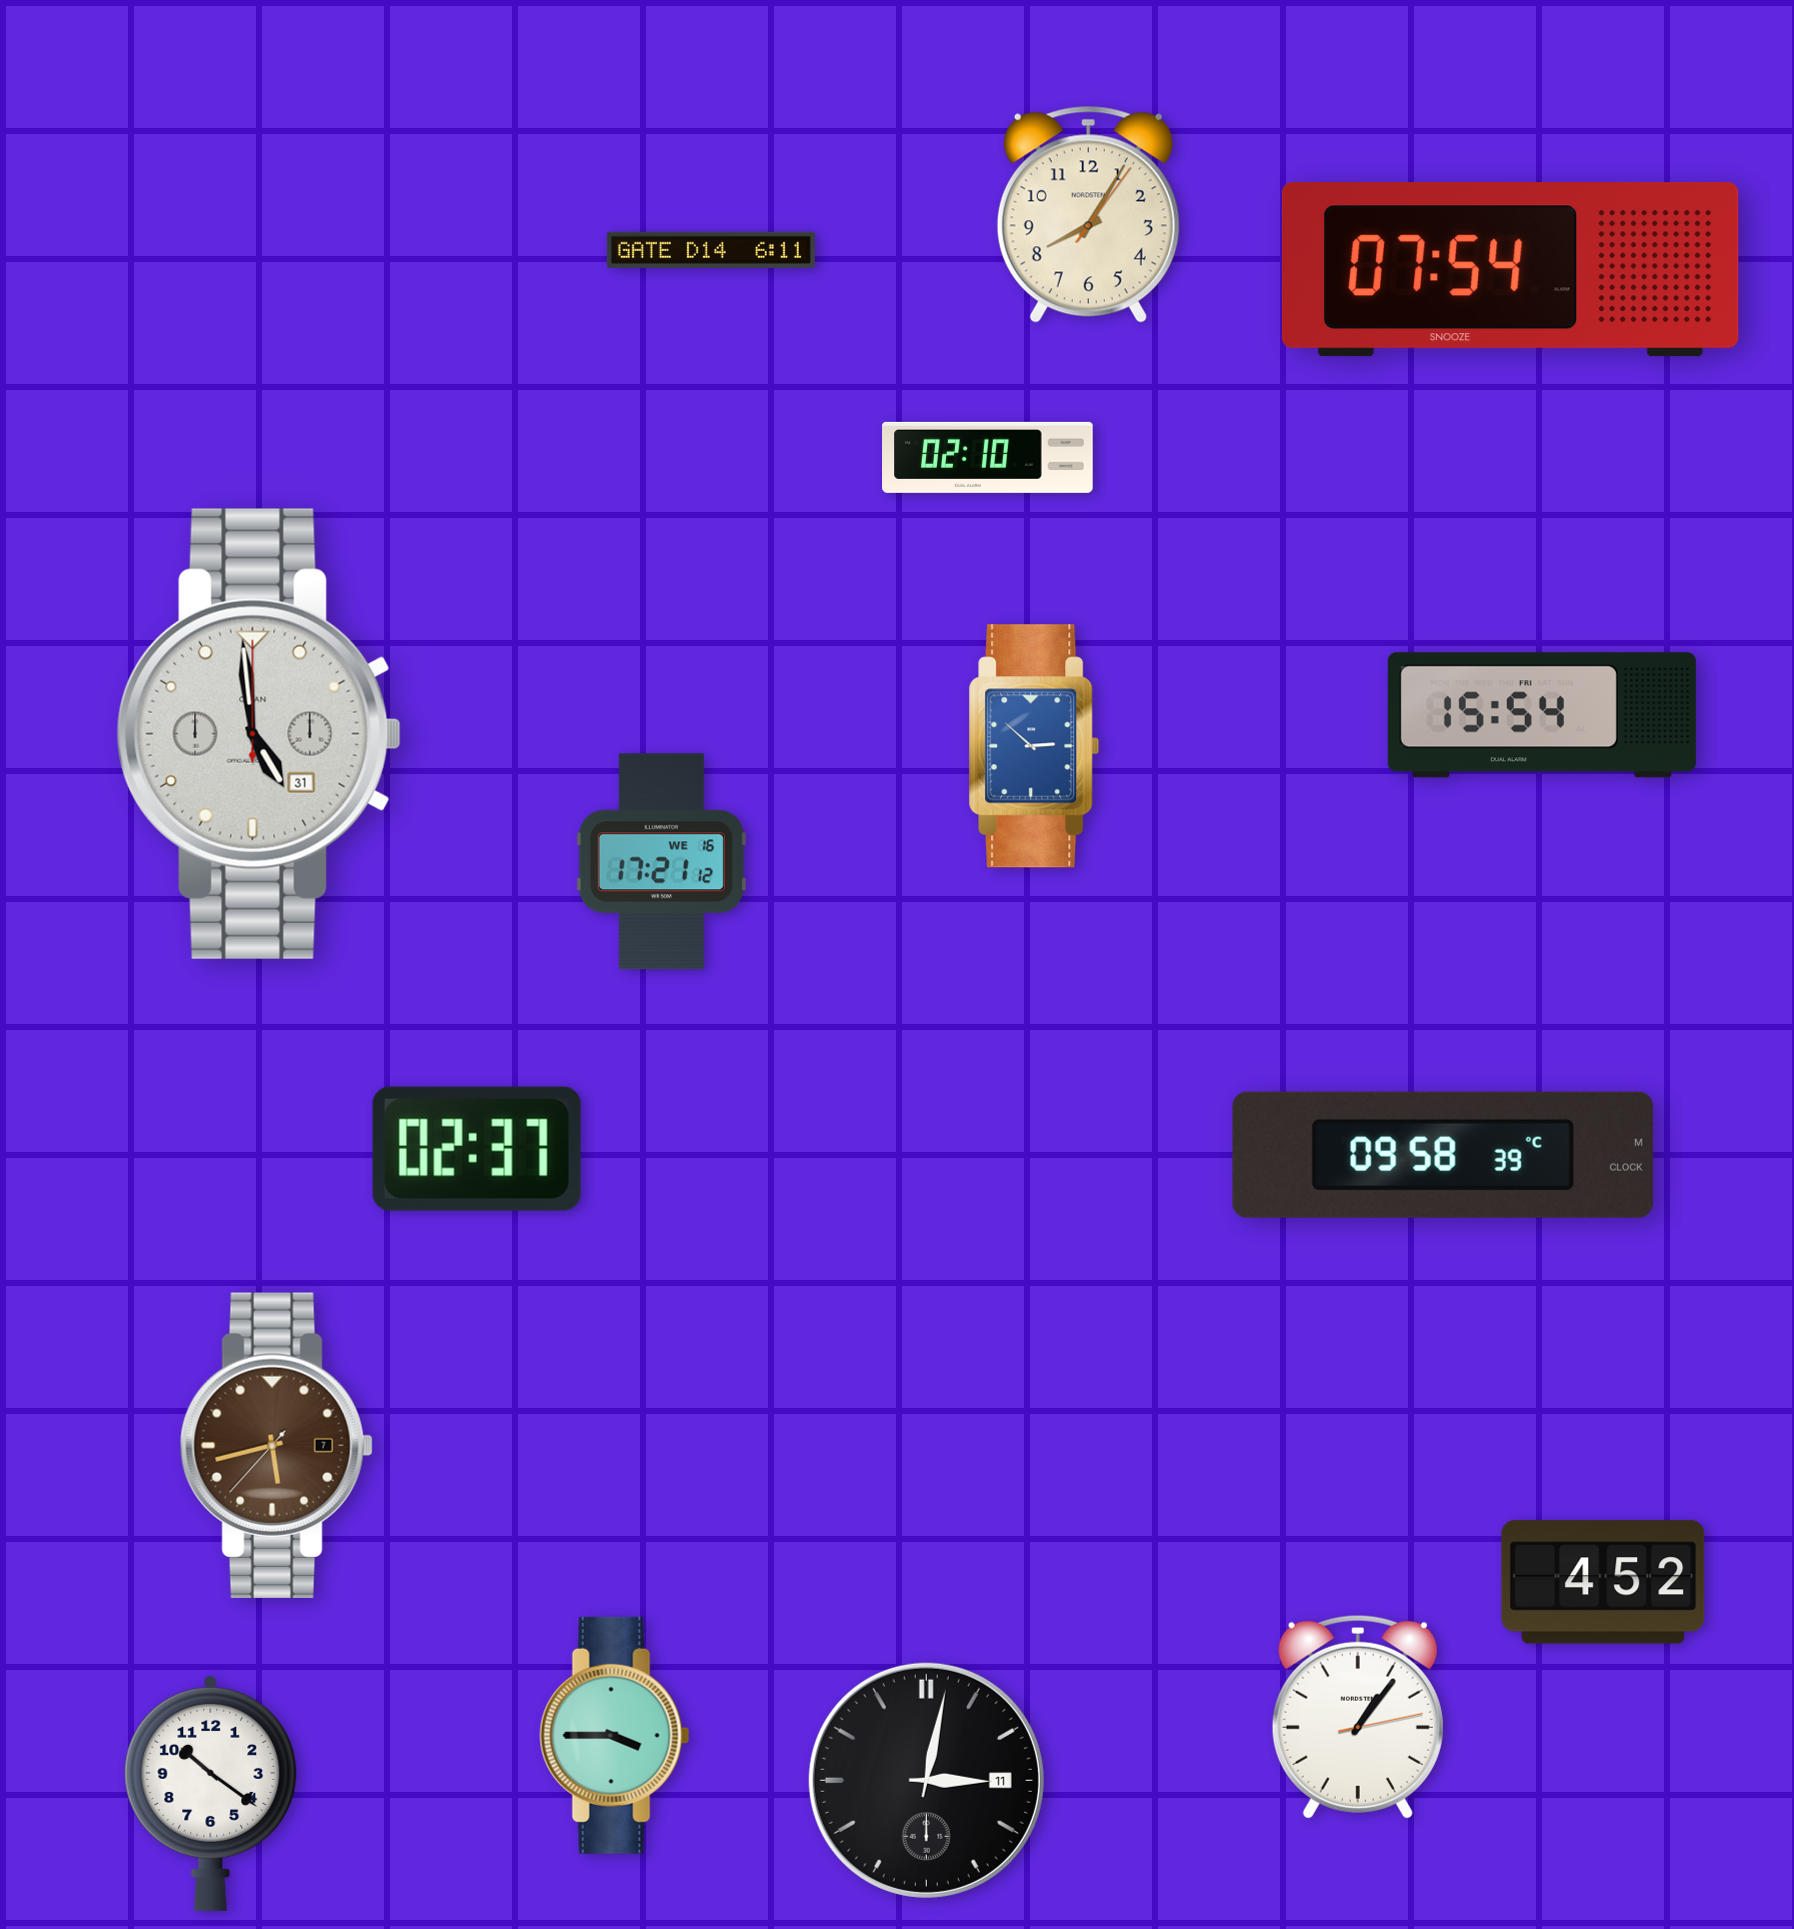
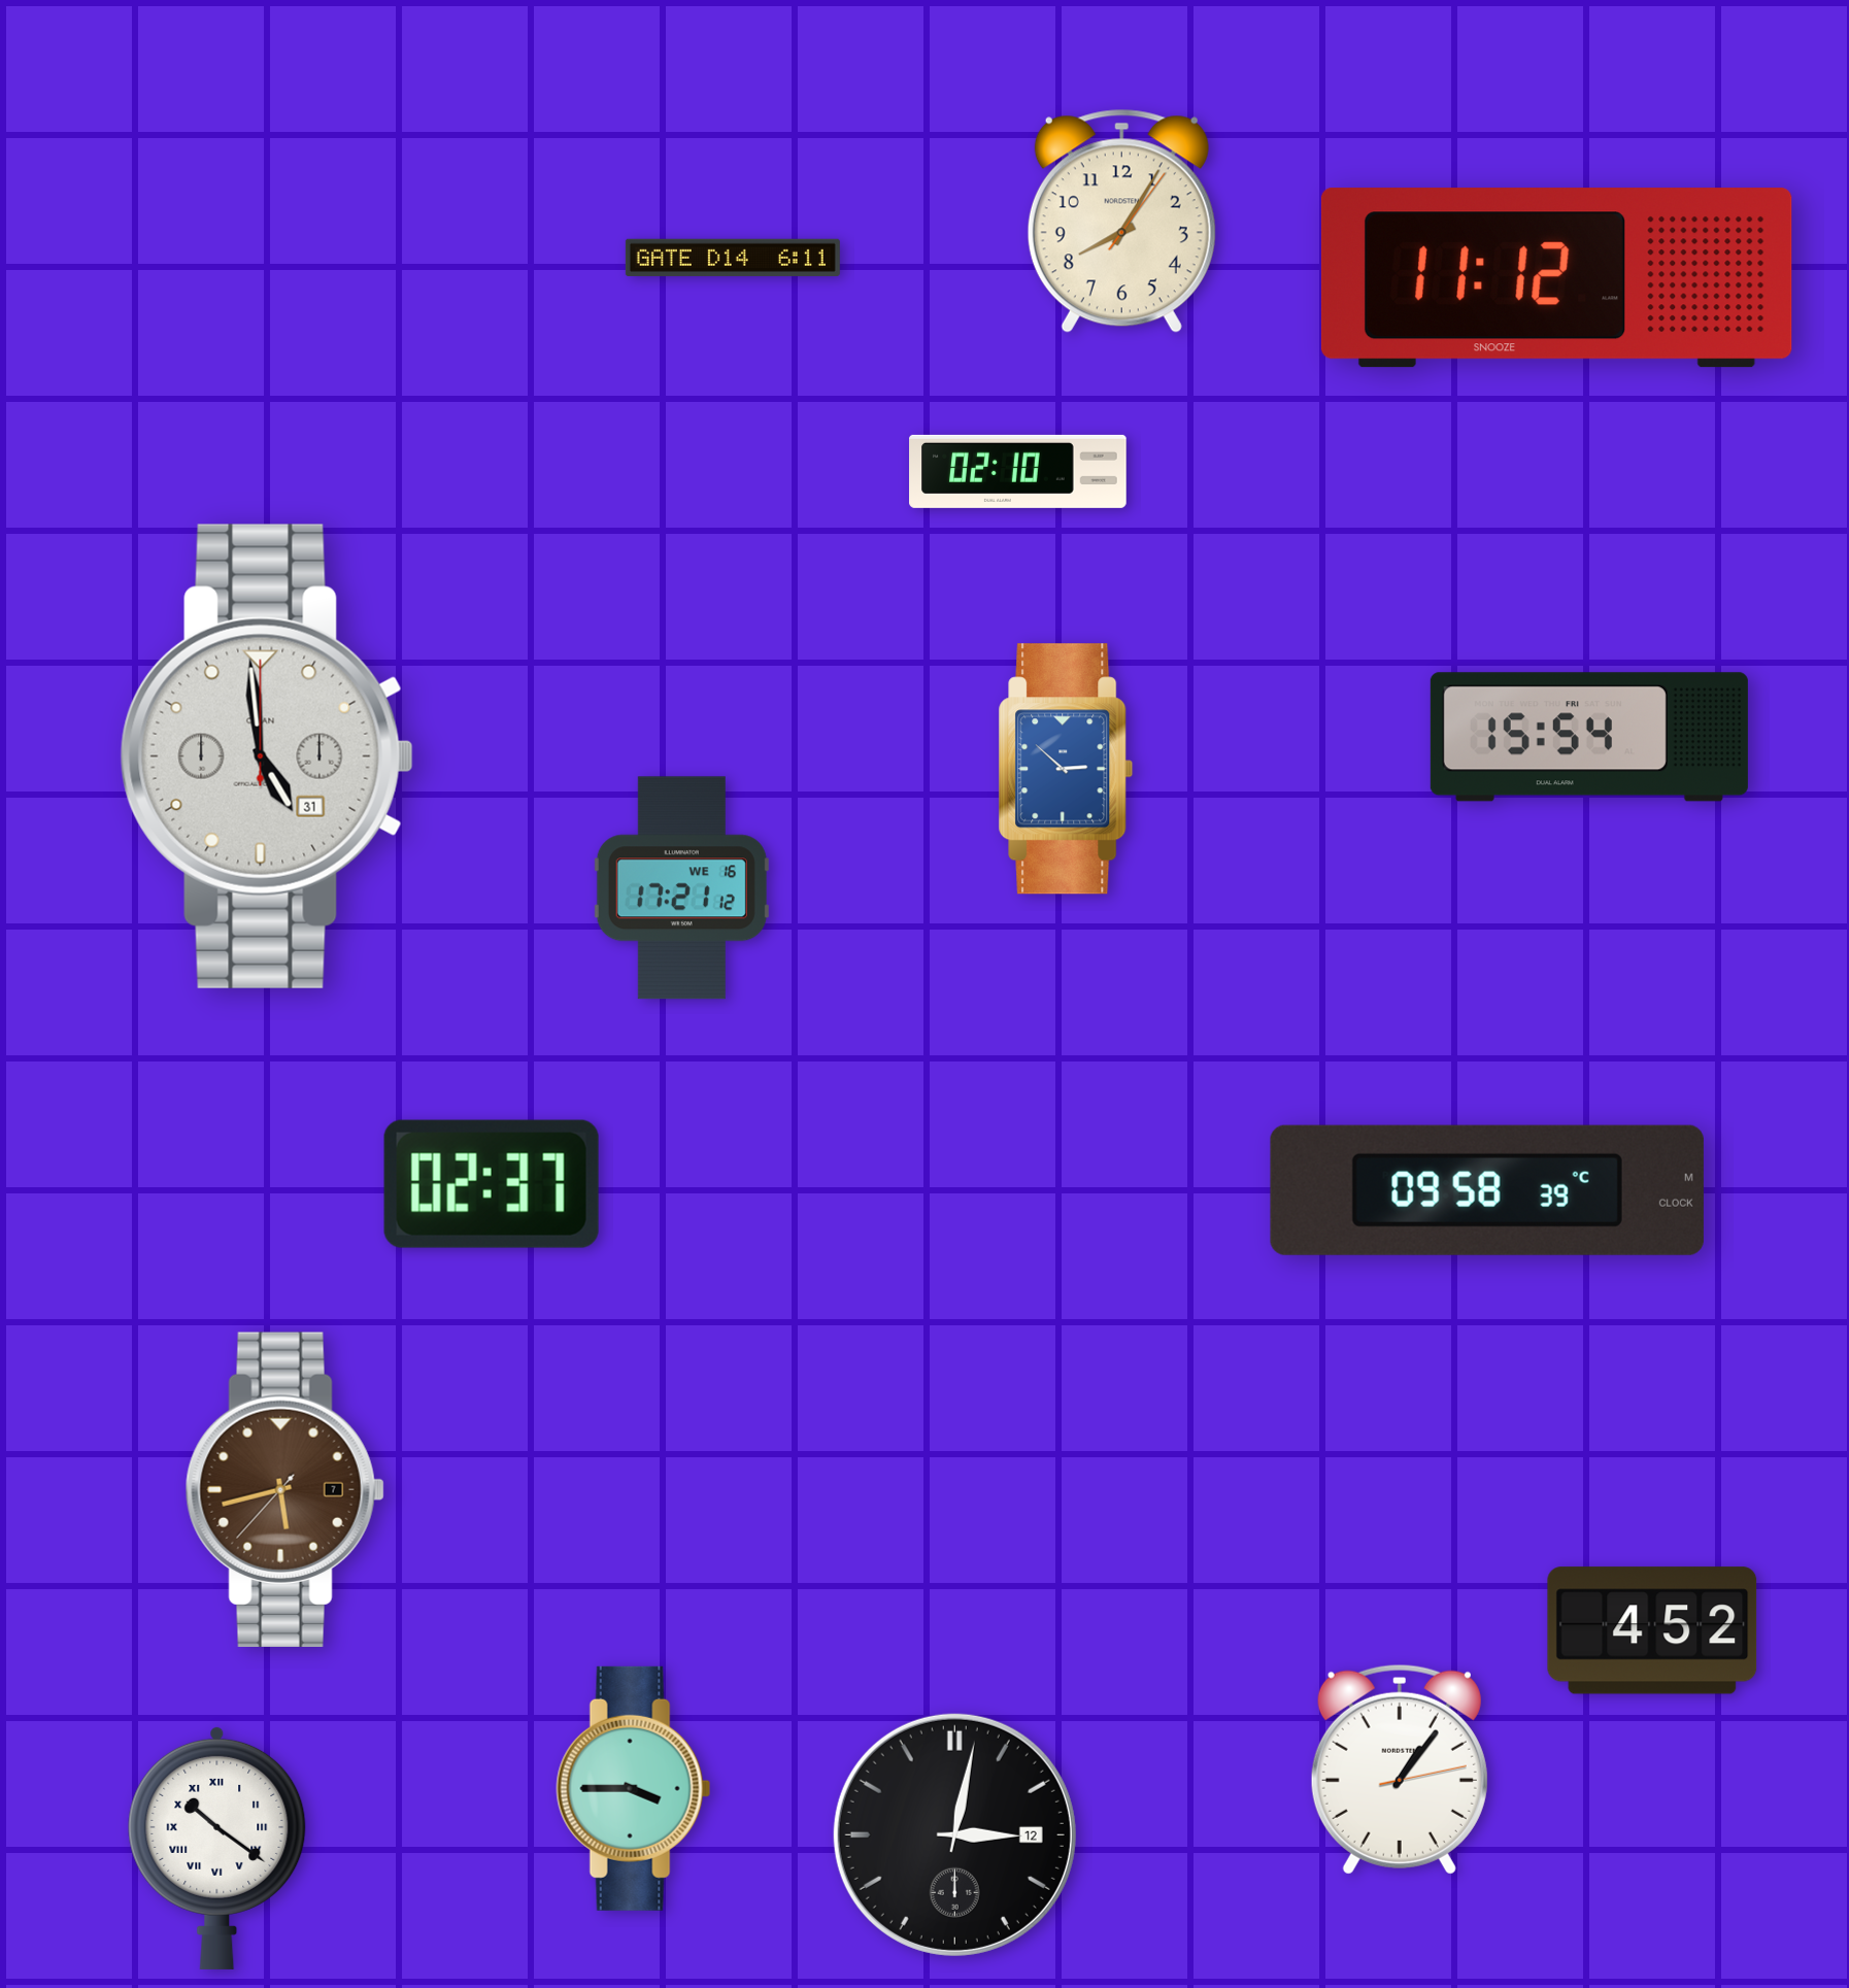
clock at (1510, 270): 07:54 -> 11:12
clock at (926, 1780) date: 11 -> 12
clock at (211, 1793) numerals: Arabic -> Roman
